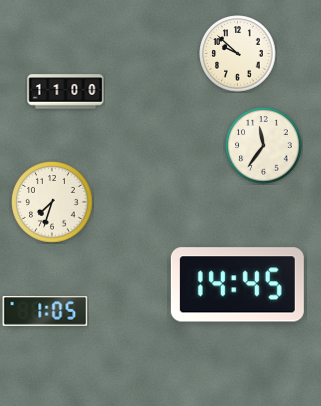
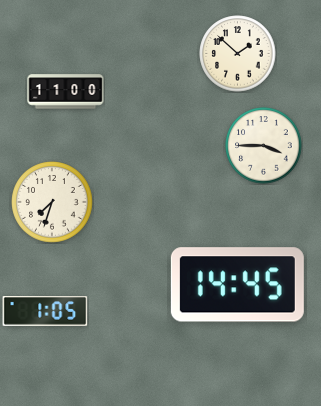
clock at (238, 54): 9:52 -> 1:52
clock at (264, 146): 11:36 -> 3:45
